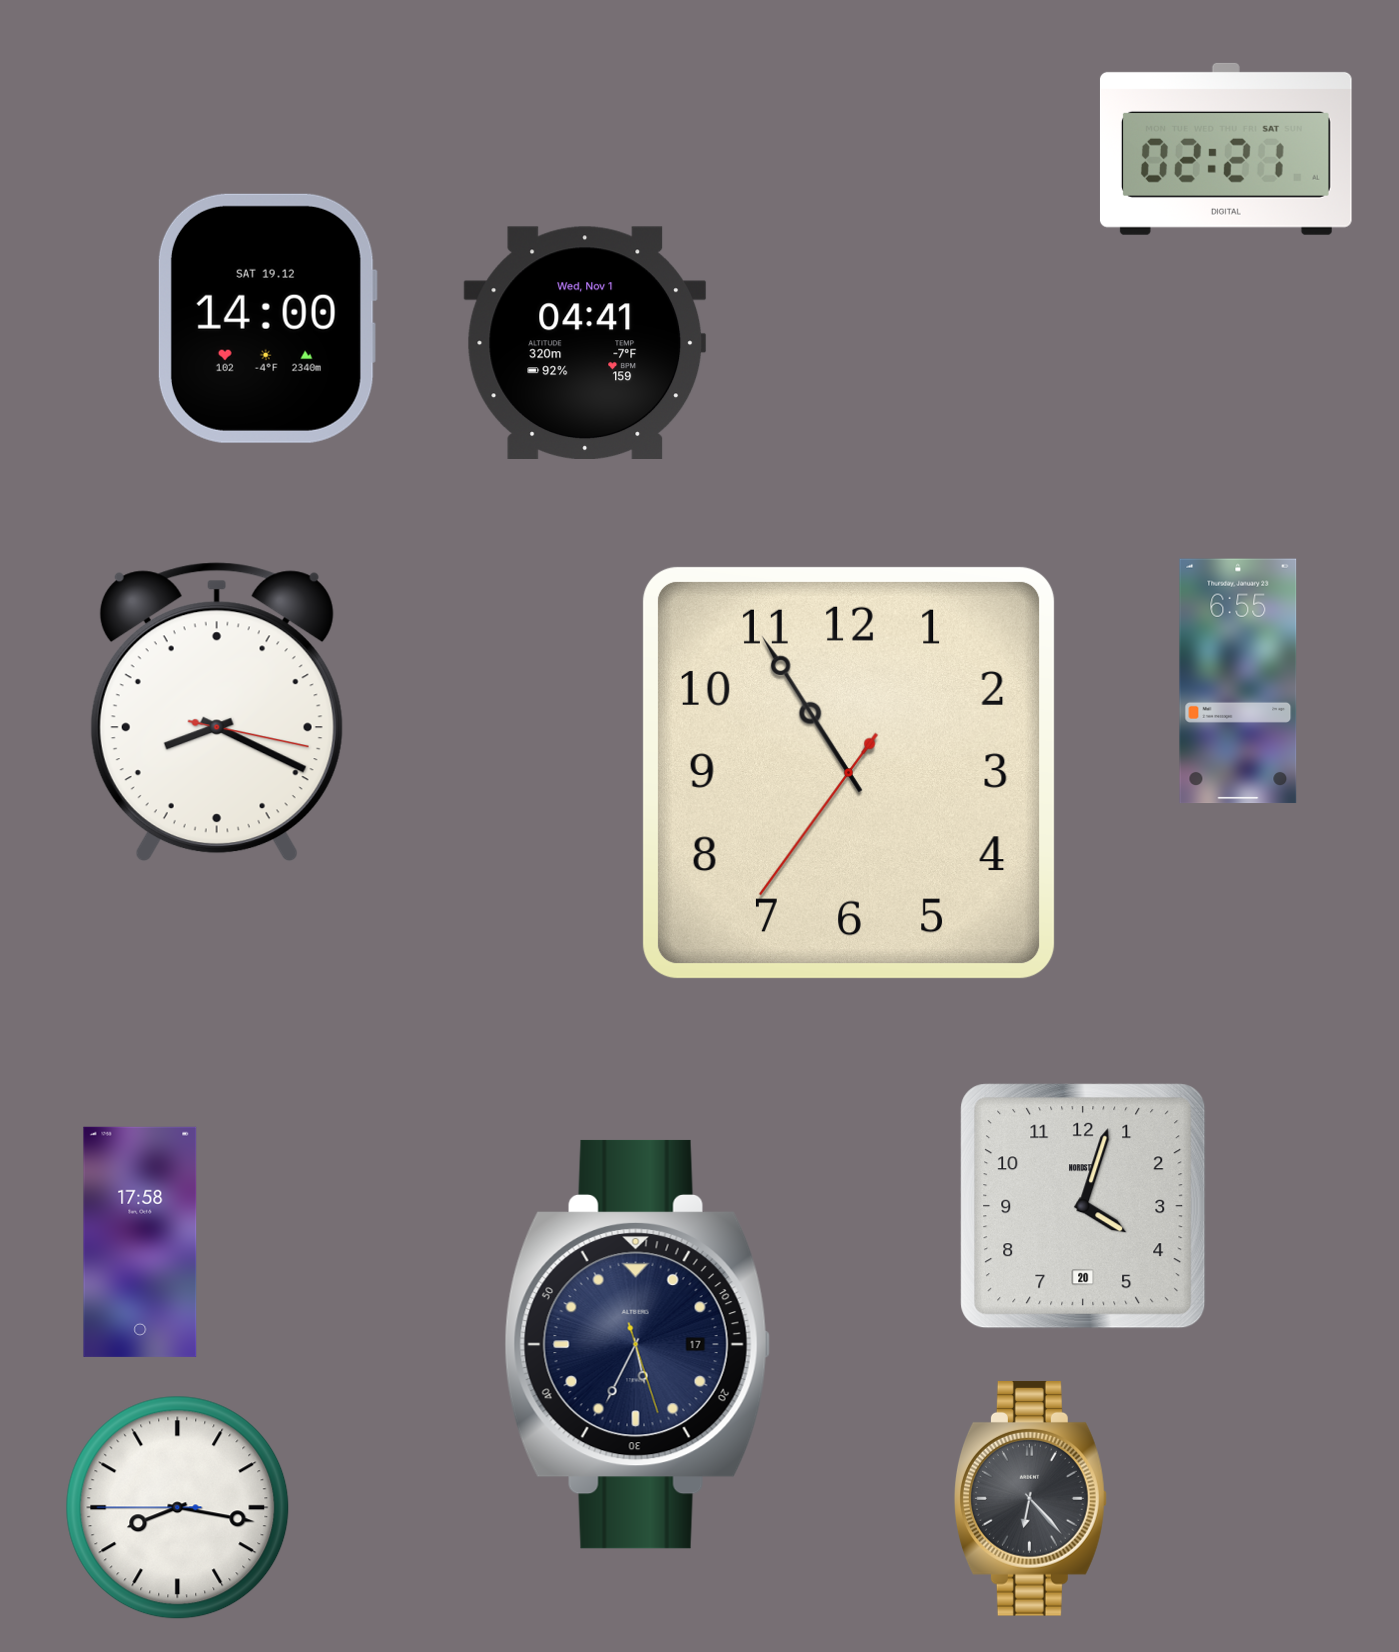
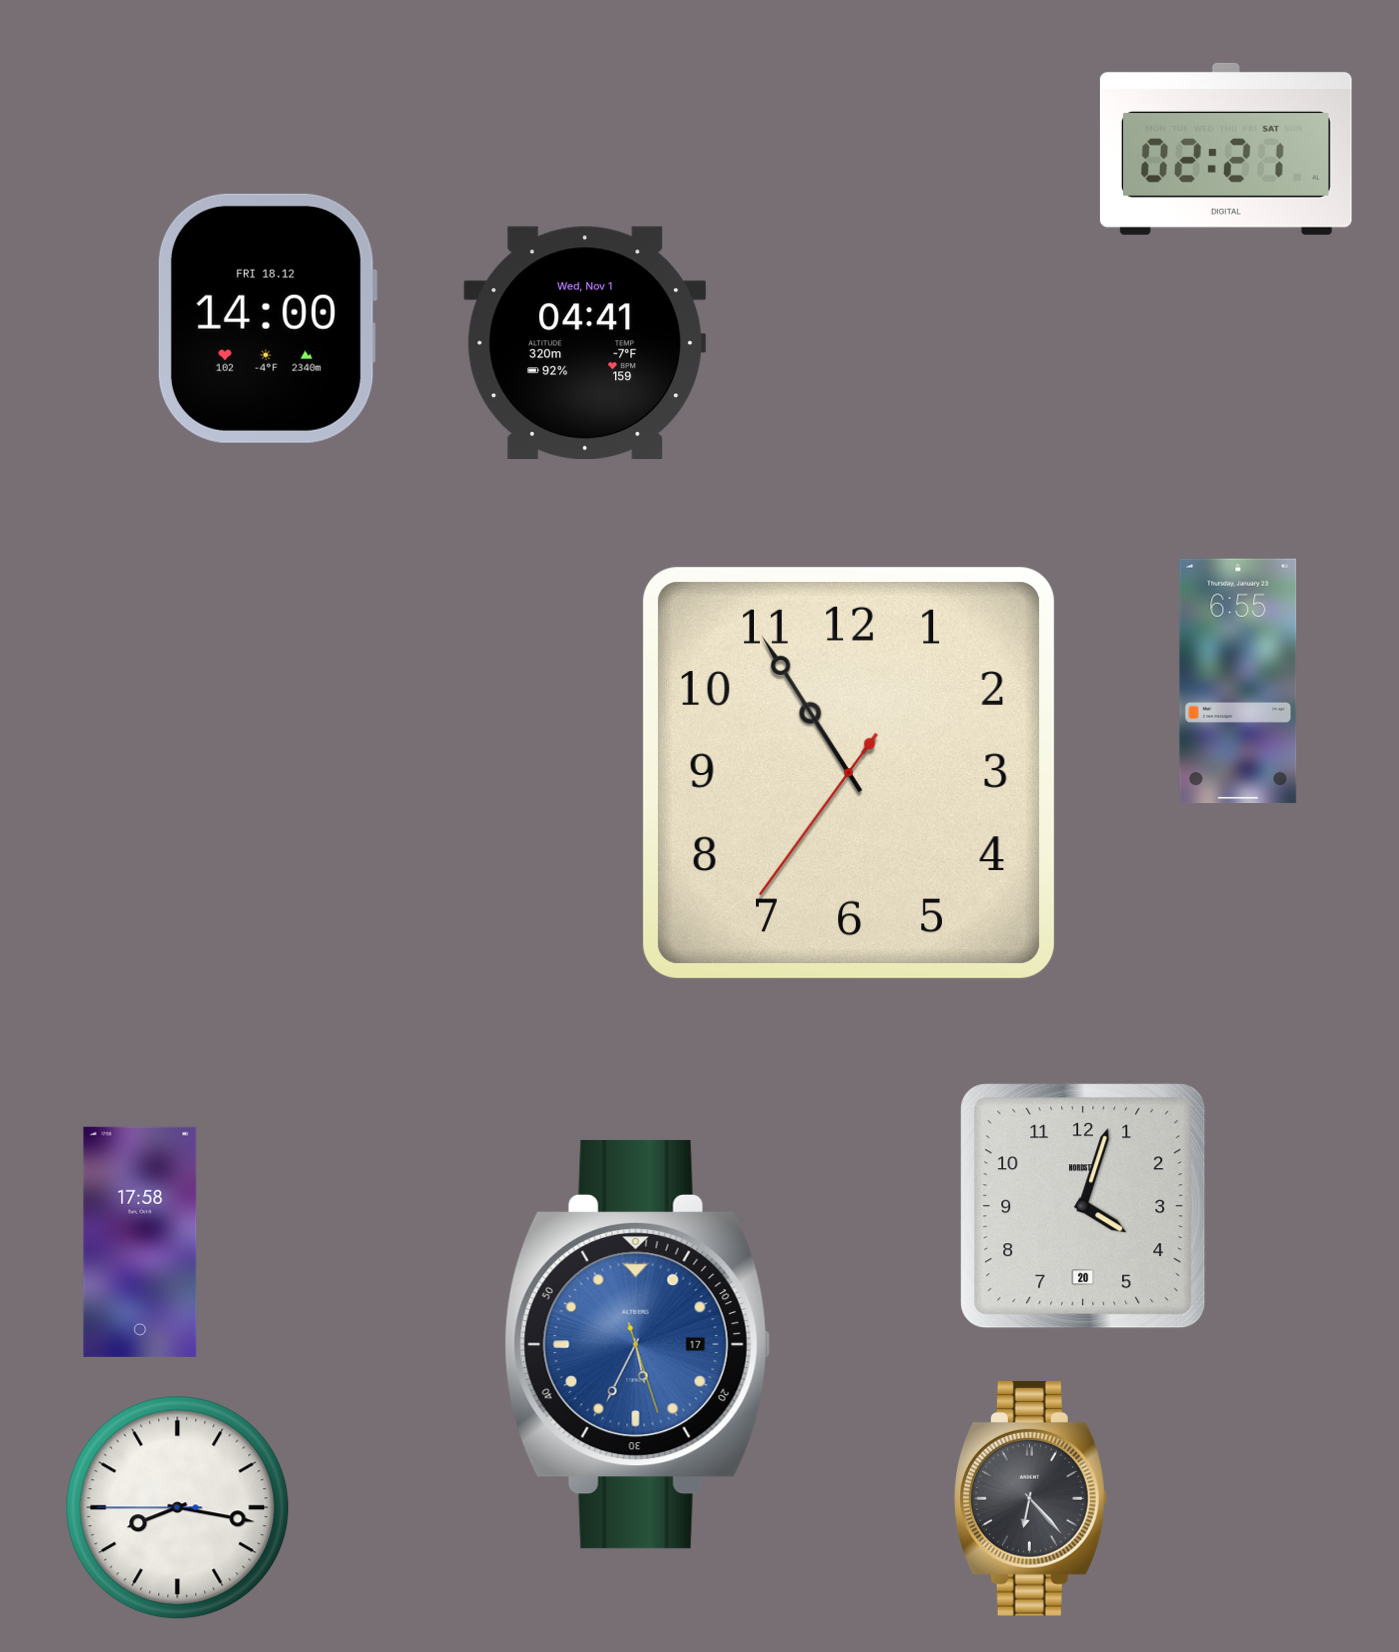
clock at (267, 318) date: SAT 19.12 -> FRI 18.12
clock at (217, 712): 8:19 -> none
clock at (637, 1344) dial: navy -> blue
